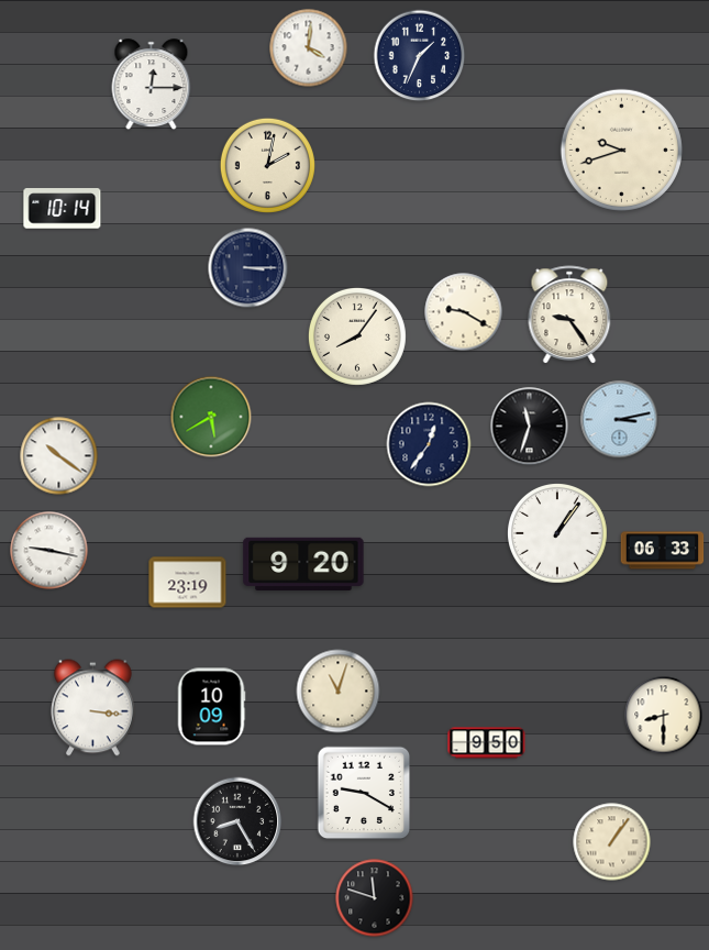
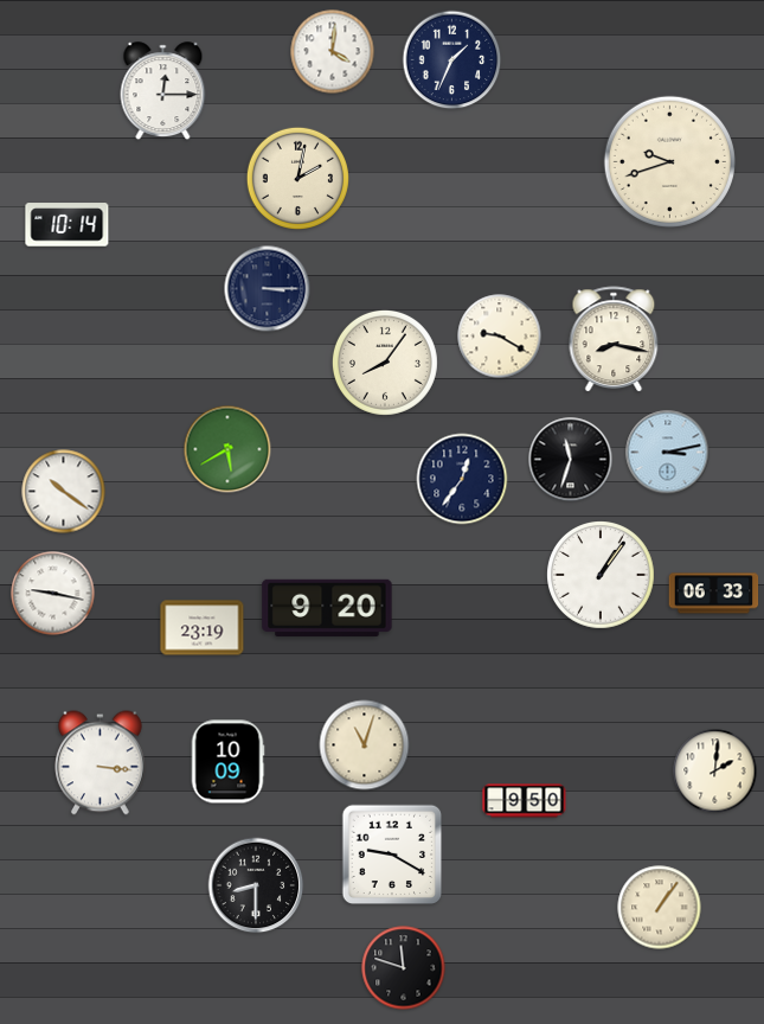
clock at (267, 165) position: (267, 165) -> (297, 178)
clock at (569, 316): 9:24 -> 8:17
clock at (664, 716): 8:30 -> 2:01
clock at (237, 821): 8:25 -> 8:30
